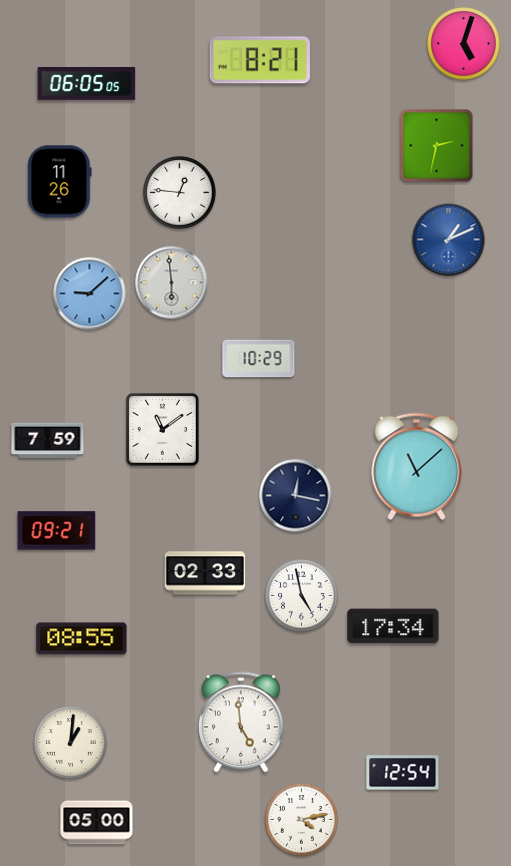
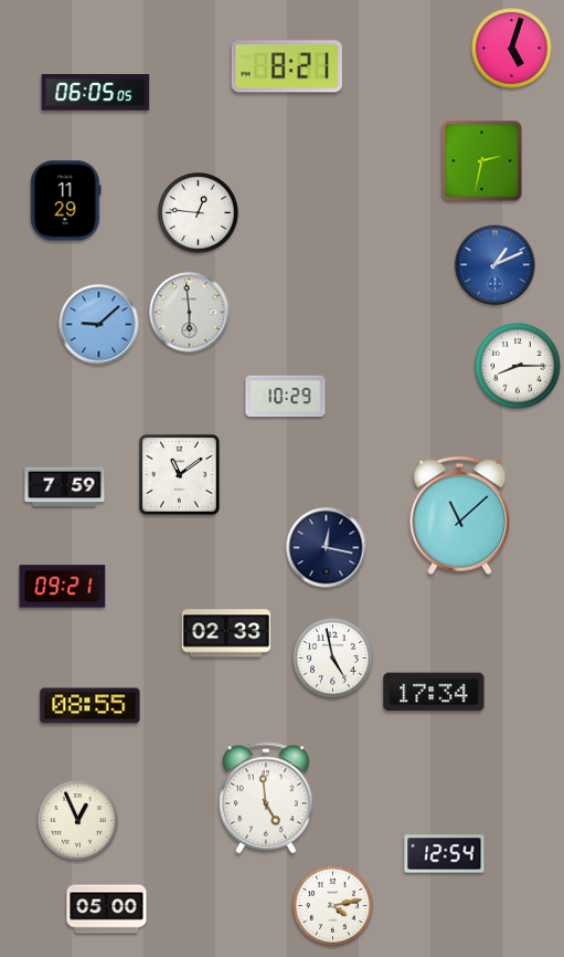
clock at (60, 182): 11:26 -> 11:29
clock at (518, 366): none -> 8:15
clock at (48, 441) position: (48, 441) -> (65, 487)
clock at (71, 743): 1:01 -> 12:56
